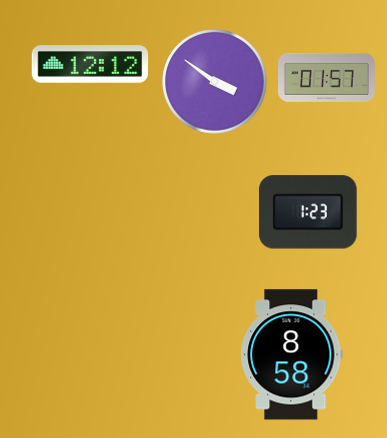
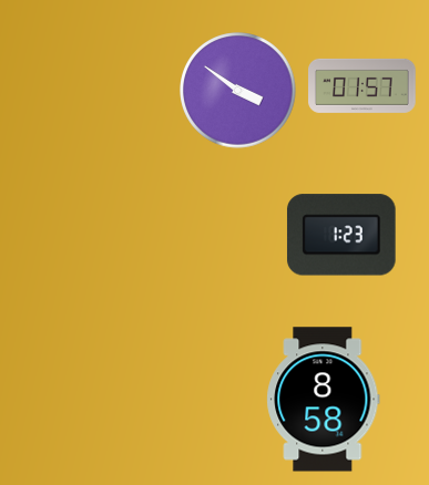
clock at (90, 64): 12:12 -> none
clock at (292, 355) position: (292, 355) -> (324, 400)
